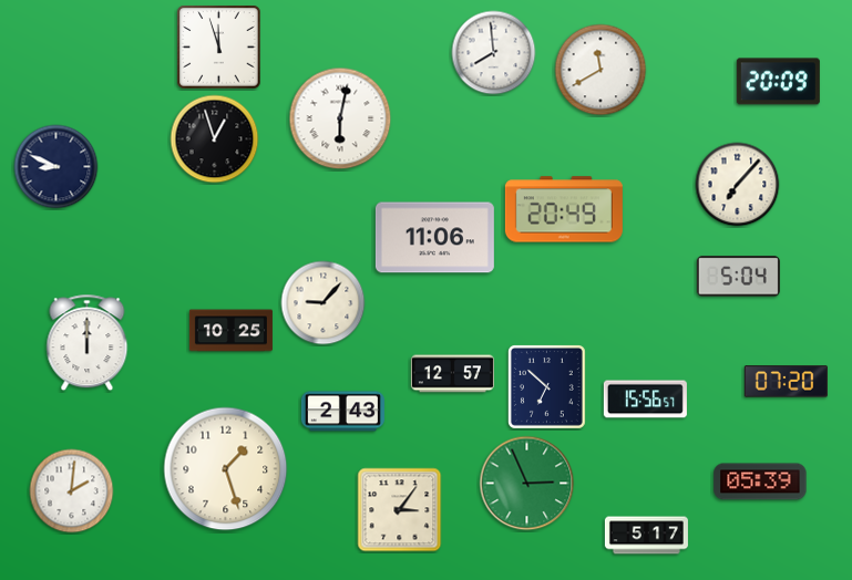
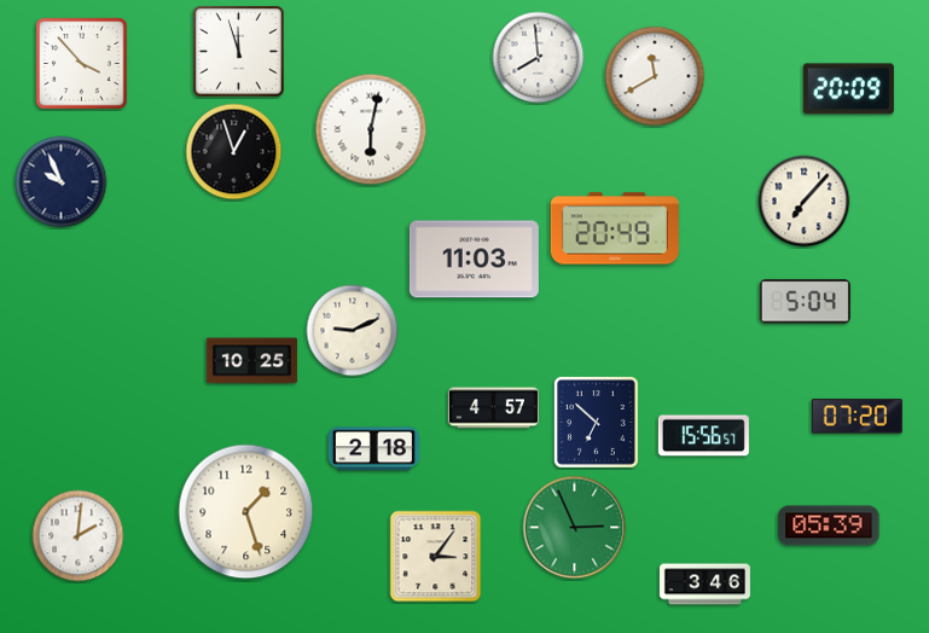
clock at (82, 64): none -> 3:53
clock at (57, 167): 8:49 -> 9:56
clock at (434, 238): 11:06 -> 11:03
clock at (324, 303): 9:07 -> 9:11
clock at (88, 343): 12:00 -> none
clock at (452, 374): 12:57 -> 4:57
clock at (342, 412): 2:43 -> 2:18
clock at (646, 536): 5:17 -> 3:46
